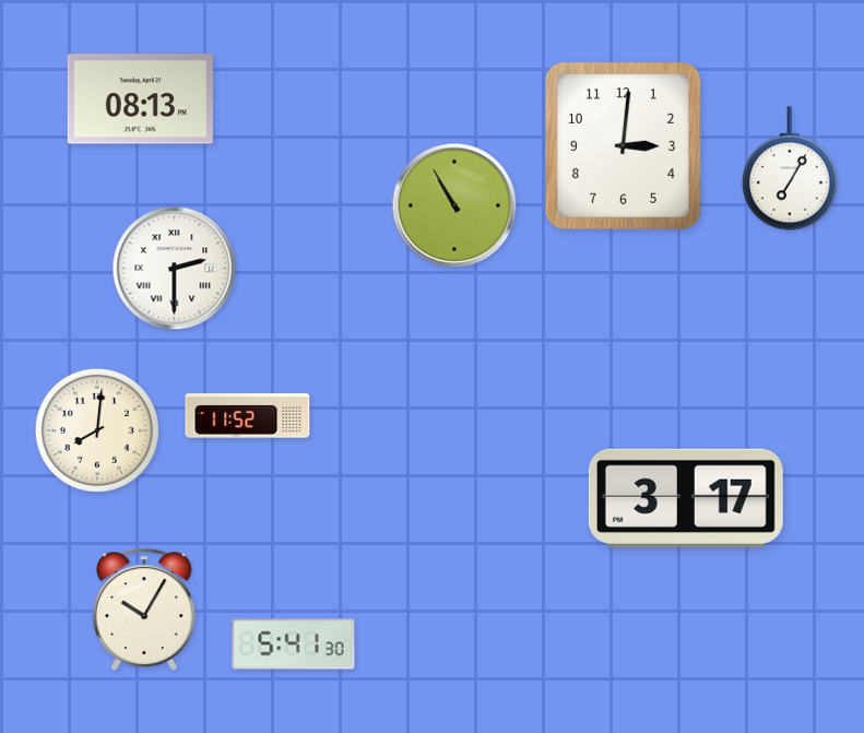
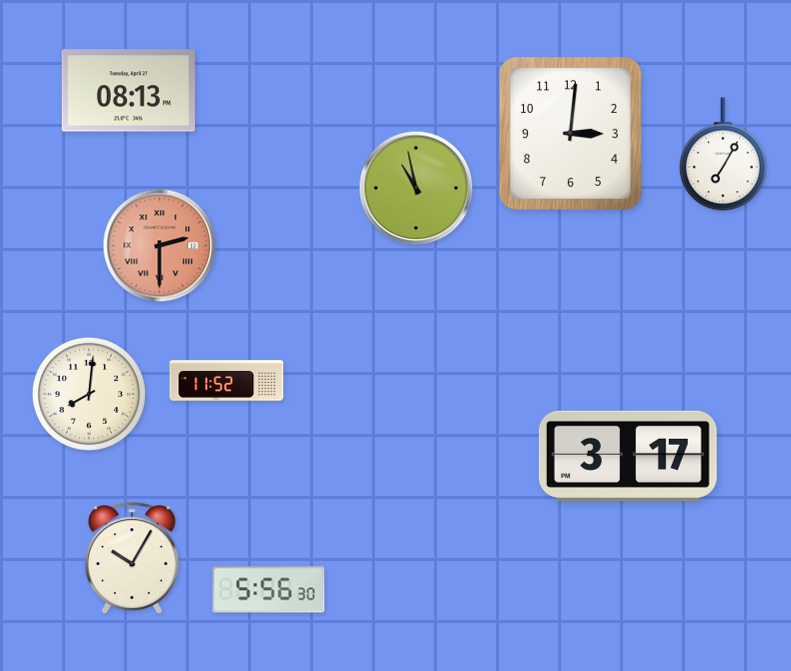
clock at (454, 205): 10:55 -> 10:58
clock at (175, 269) dial: white -> salmon
clock at (294, 645): 5:41 -> 5:56
